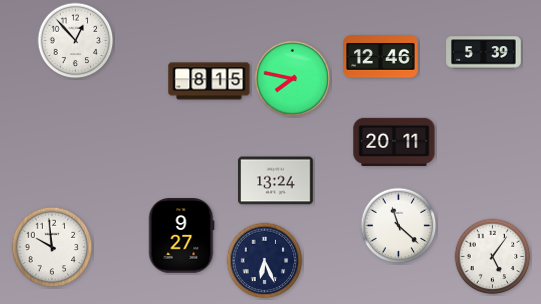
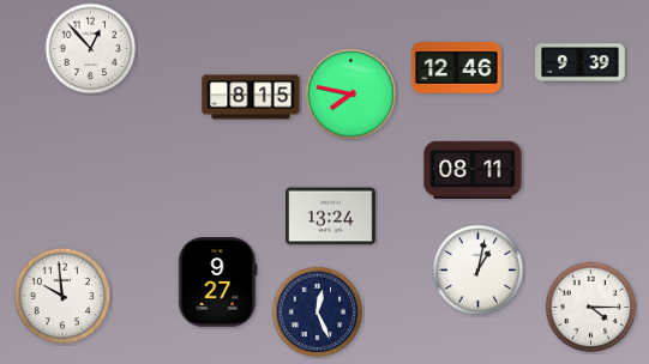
clock at (484, 53): 5:39 -> 9:39
clock at (394, 142): 20:11 -> 08:11
clock at (399, 226): 11:22 -> 1:02
clock at (493, 257): 5:06 -> 4:15
clock at (265, 261): 6:26 -> 12:26
